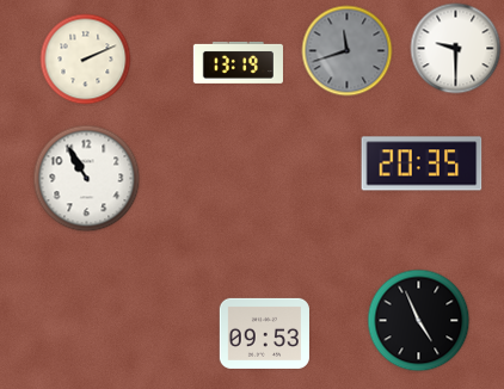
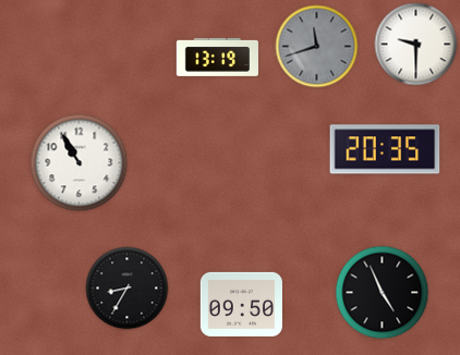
clock at (86, 60): 2:11 -> none
clock at (128, 289): none -> 8:35
clock at (264, 333): 09:53 -> 09:50
